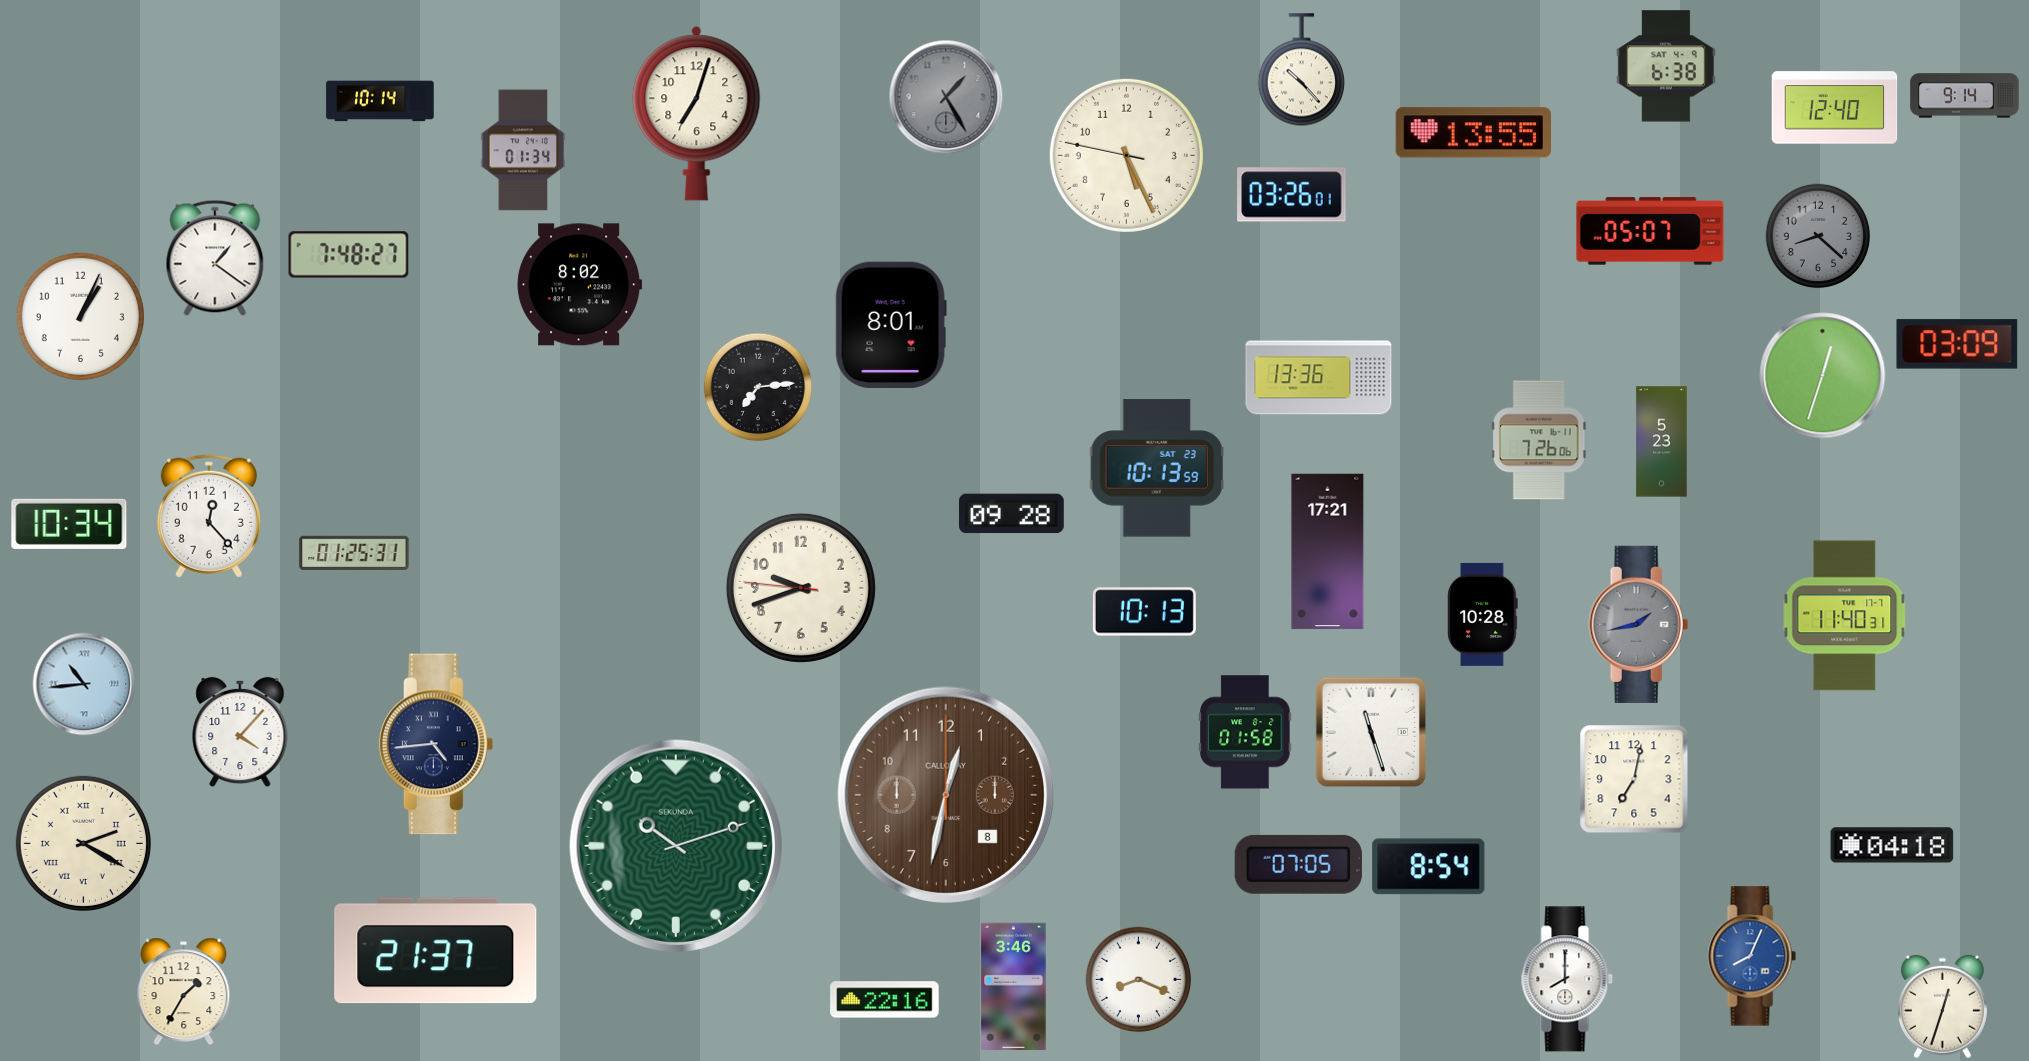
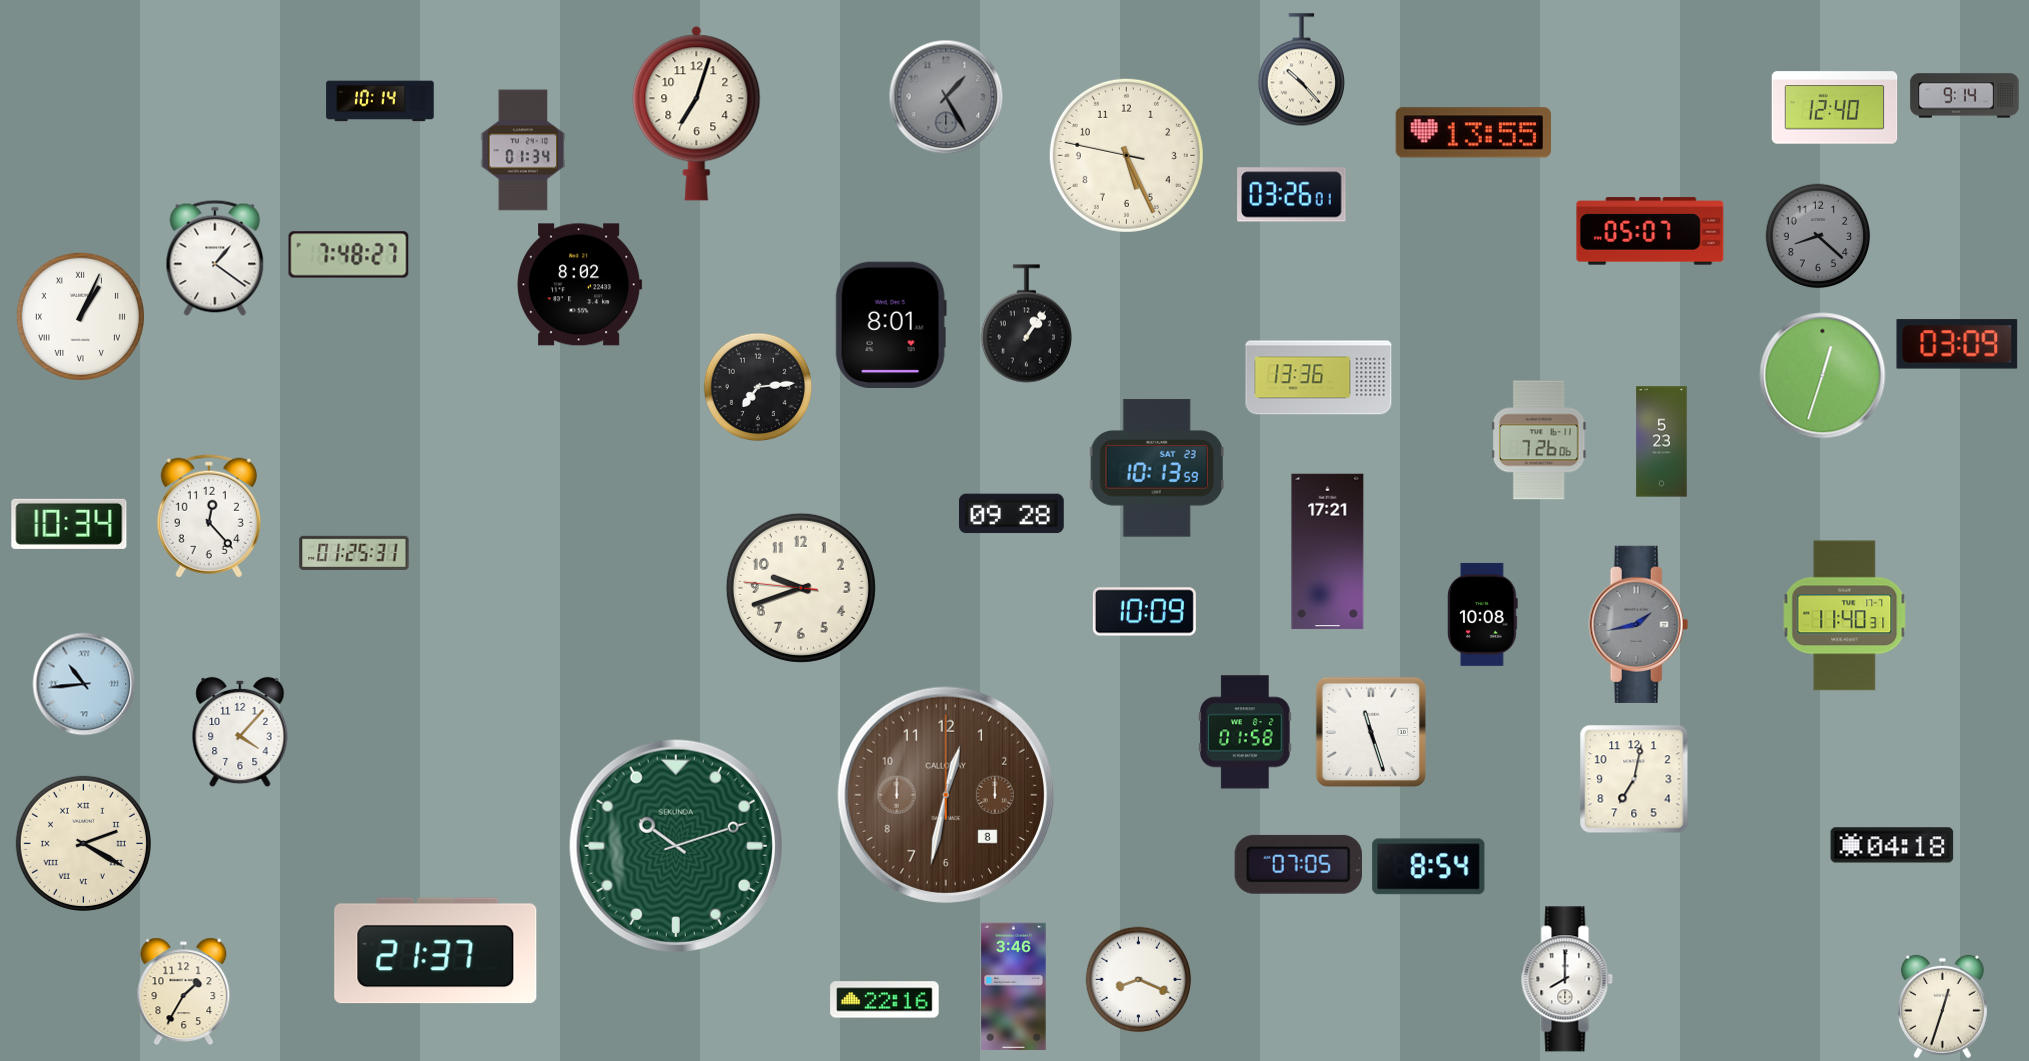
clock at (1666, 66): 6:38 -> none
clock at (80, 316) numerals: Arabic -> Roman
clock at (1026, 324): none -> 1:06
clock at (1144, 612): 10:13 -> 10:09
clock at (1483, 614): 10:28 -> 10:08
clock at (436, 744): 4:44 -> none
clock at (1752, 956): 8:04 -> none
